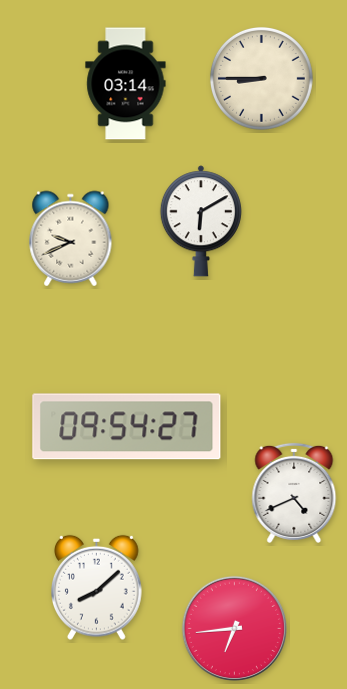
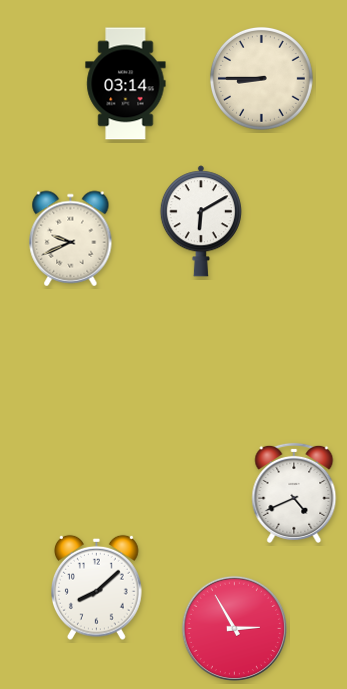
clock at (127, 427): 09:54 -> none
clock at (234, 628): 6:44 -> 2:55
